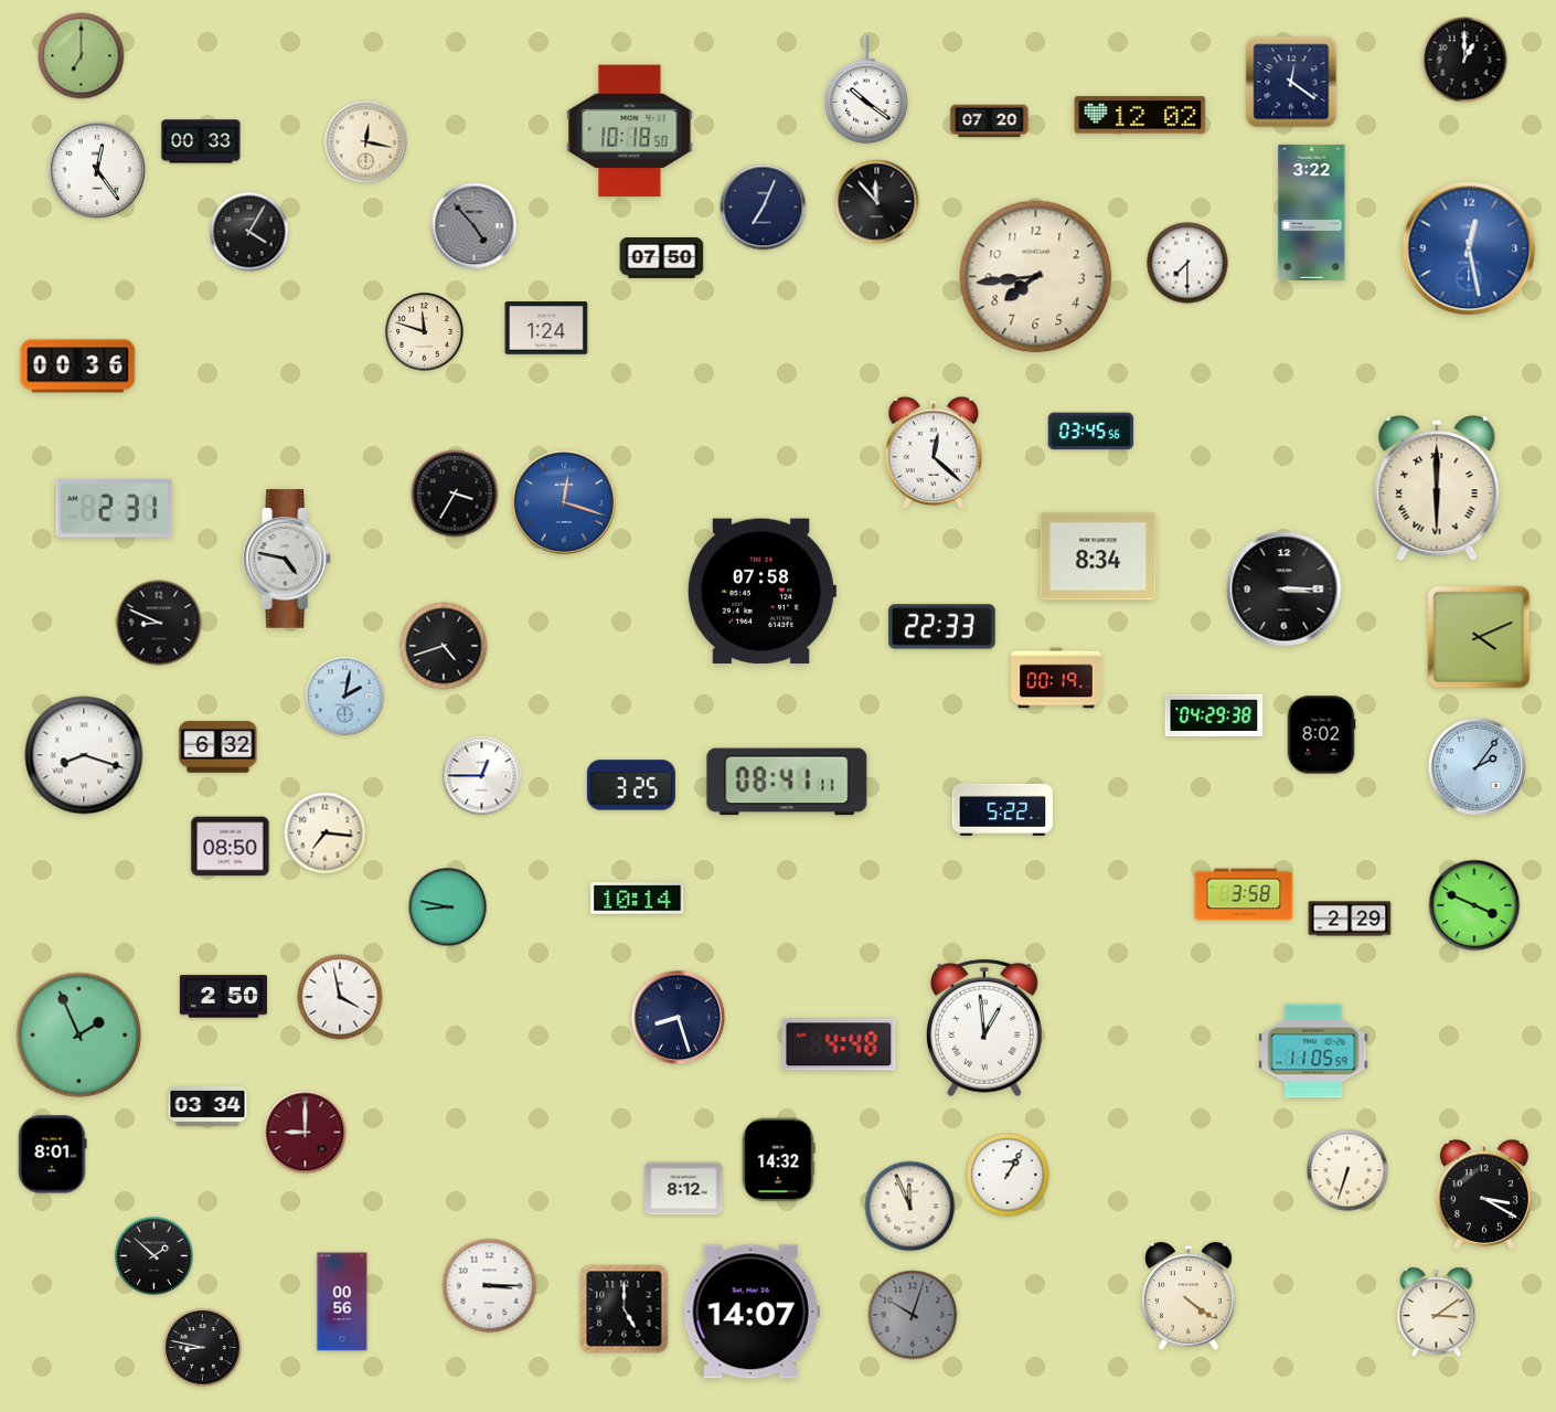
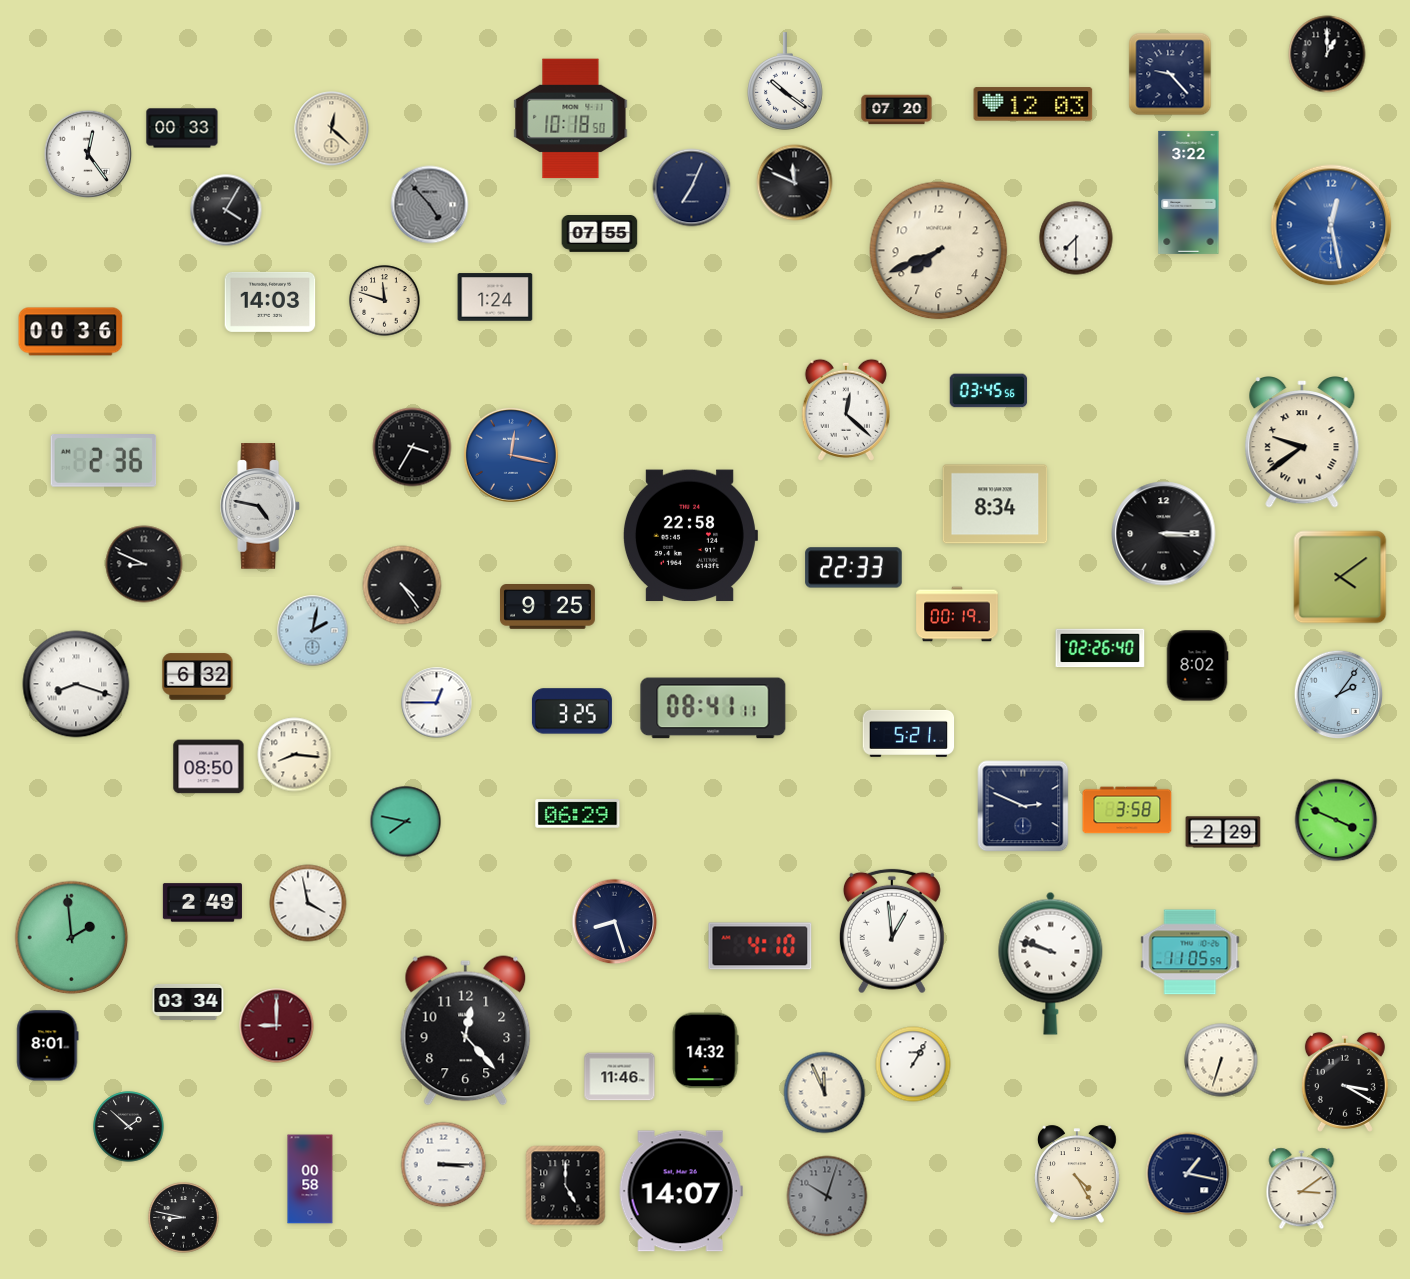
clock at (82, 56): 7:00 -> none
clock at (1291, 82): 12:21 -> 9:23
clock at (1140, 115): 12:02 -> 12:03
clock at (366, 142): 12:17 -> 12:22
clock at (877, 202): 11:53 -> 11:49
clock at (662, 258): 07:50 -> 07:55
clock at (1036, 277): 7:44 -> 7:41
clock at (270, 302): none -> 14:03
clock at (1437, 489): 6:00 -> 9:39
clock at (564, 502): 12:18 -> 12:17
clock at (115, 509): 2:31 -> 2:36
clock at (761, 592): 07:58 -> 22:58
clock at (1479, 637): 4:11 -> 4:09
clock at (444, 646): 4:42 -> 4:24
clock at (547, 607): none -> 9:25
clock at (1214, 715): 04:29 -> 02:26
clock at (1003, 809): 5:22 -> 5:21
clock at (326, 834): 7:16 -> 8:16
clock at (1023, 806): none -> 2:49
clock at (638, 899): 10:14 -> 06:29
clock at (448, 907): 8:47 -> 7:47
clock at (223, 997): 2:50 -> 2:49
clock at (79, 1036): 1:56 -> 1:59
clock at (839, 1044): 4:48 -> 4:10
clock at (1051, 963): none -> 9:48
clock at (466, 1031): none -> 12:23
clock at (684, 1189): 8:12 -> 11:46
clock at (154, 1256) position: (154, 1256) -> (129, 1127)
clock at (1190, 1296): 4:21 -> 4:25
clock at (1188, 1174): none -> 1:17
clock at (342, 1302): 00:56 -> 00:58
clock at (752, 1312) position: (752, 1312) -> (681, 1191)
clock at (913, 1315) position: (913, 1315) -> (827, 1196)
clock at (203, 1348) position: (203, 1348) -> (184, 1218)
